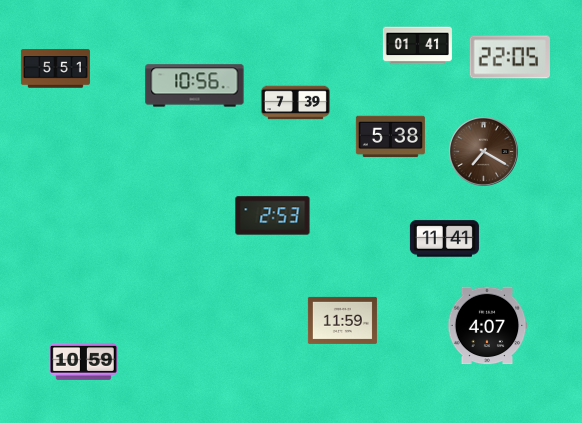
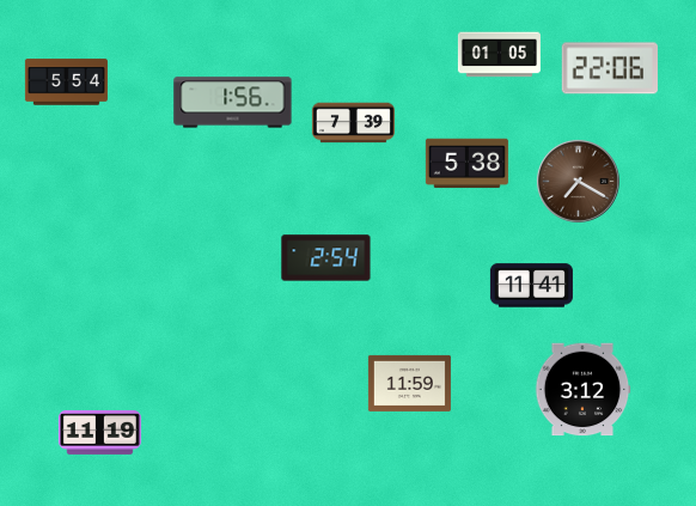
clock at (417, 46): 01:41 -> 01:05
clock at (510, 57): 22:05 -> 22:06
clock at (55, 69): 5:51 -> 5:54
clock at (195, 86): 10:56 -> 1:56
clock at (273, 216): 2:53 -> 2:54
clock at (487, 326): 4:07 -> 3:12
clock at (83, 361): 10:59 -> 11:19
